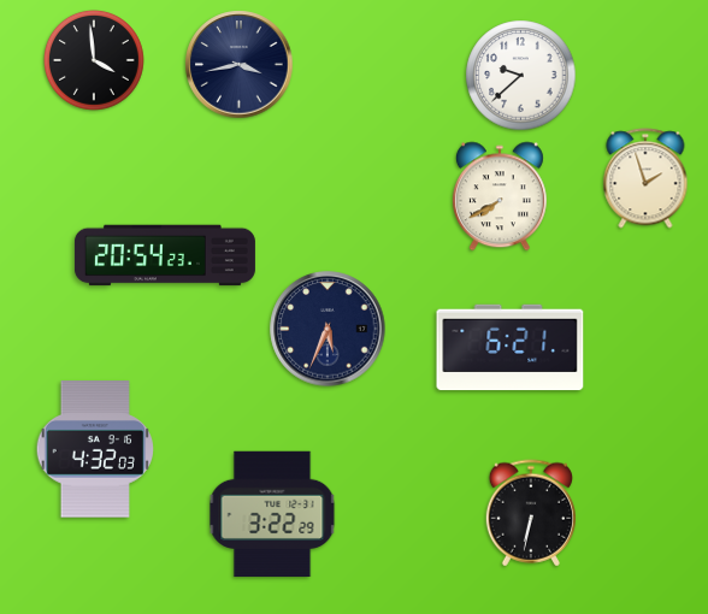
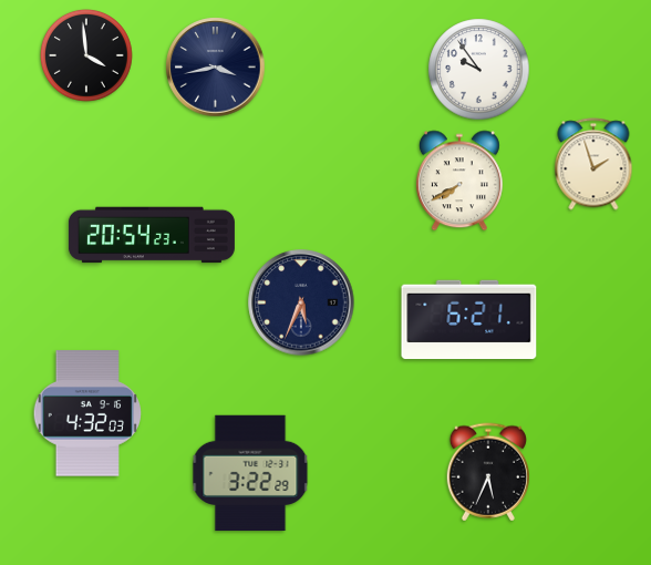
clock at (240, 65) position: (240, 65) -> (216, 68)
clock at (521, 76): 9:38 -> 9:54
clock at (531, 513): 6:32 -> 5:34
